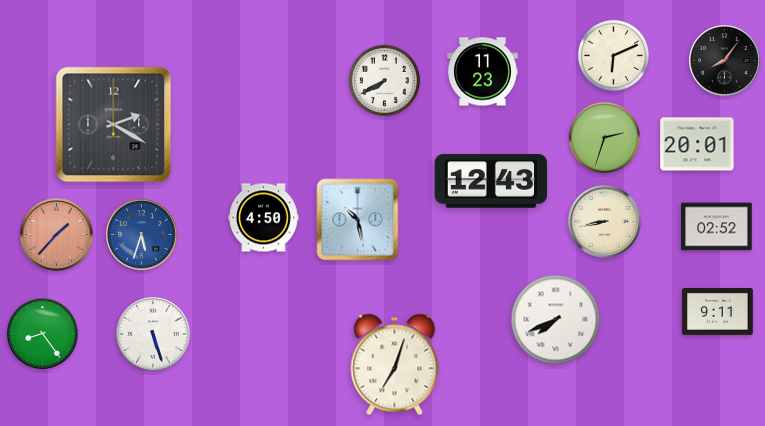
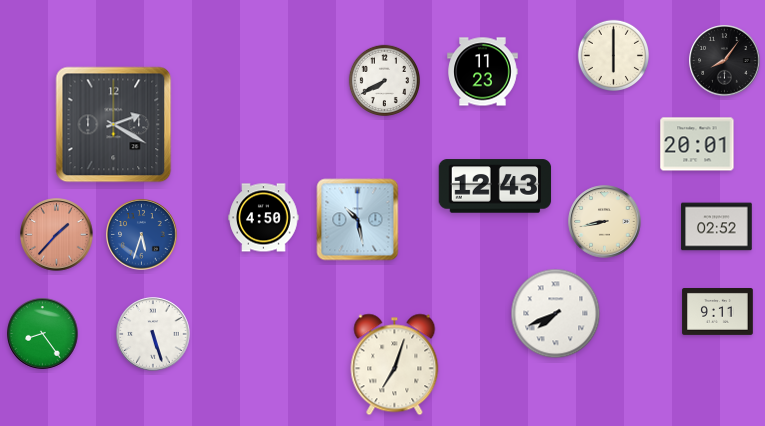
clock at (613, 55): 6:11 -> 6:00
clock at (604, 137): 2:33 -> none
clock at (491, 181) position: (491, 181) -> (495, 186)
clock at (556, 320) position: (556, 320) -> (556, 314)
